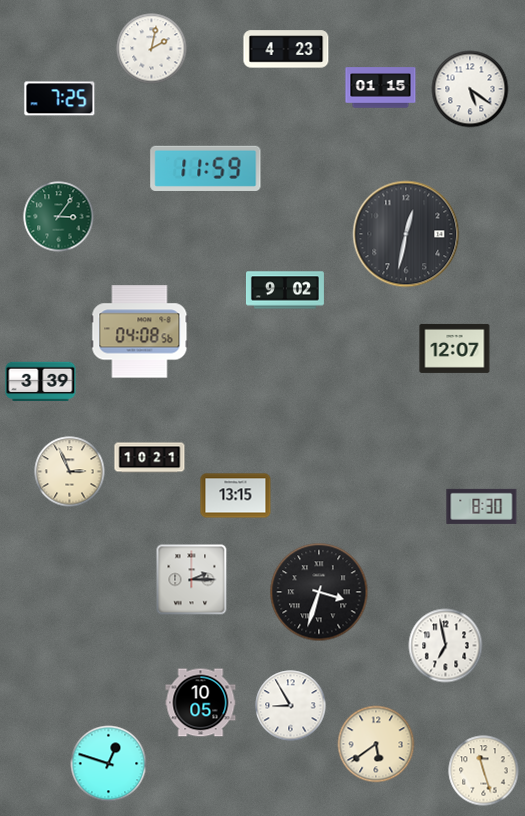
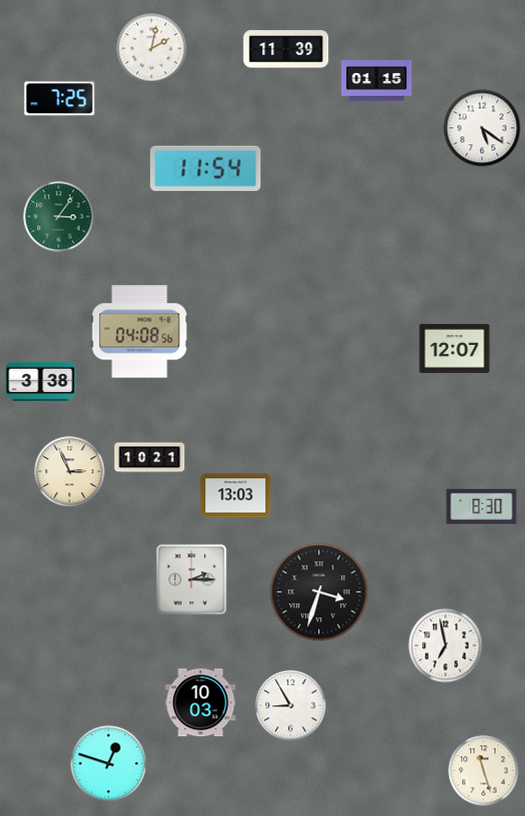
clock at (286, 49): 4:23 -> 11:39
clock at (381, 88) position: (381, 88) -> (377, 81)
clock at (470, 89) position: (470, 89) -> (482, 128)
clock at (206, 168): 11:59 -> 11:54
clock at (406, 234): 12:32 -> none
clock at (285, 290): 9:02 -> none
clock at (41, 381): 3:39 -> 3:38
clock at (236, 496): 13:15 -> 13:03
clock at (201, 703): 10:05 -> 10:03
clock at (376, 744): 5:39 -> none
